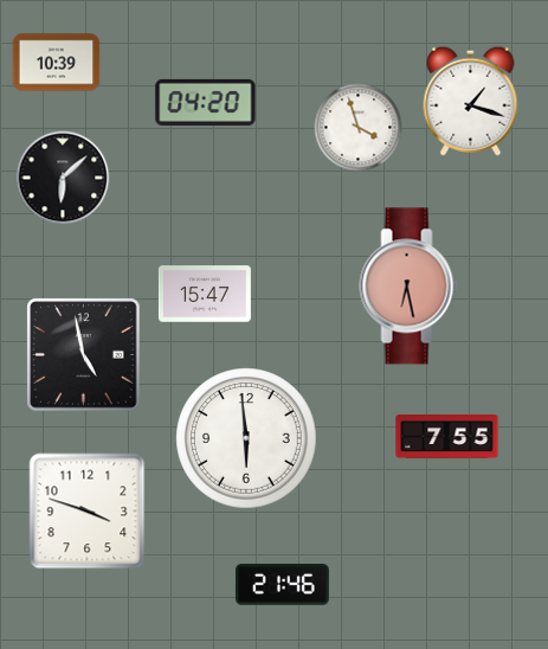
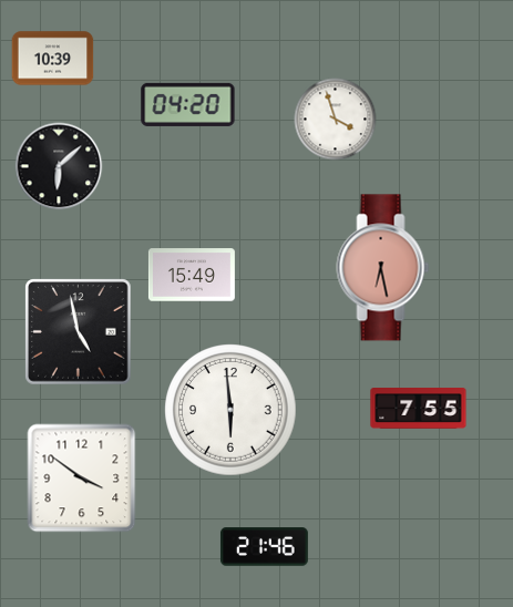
clock at (471, 101): 1:18 -> none
clock at (206, 102) position: (206, 102) -> (188, 104)
clock at (205, 294): 15:47 -> 15:49
clock at (88, 512): 3:48 -> 3:51
